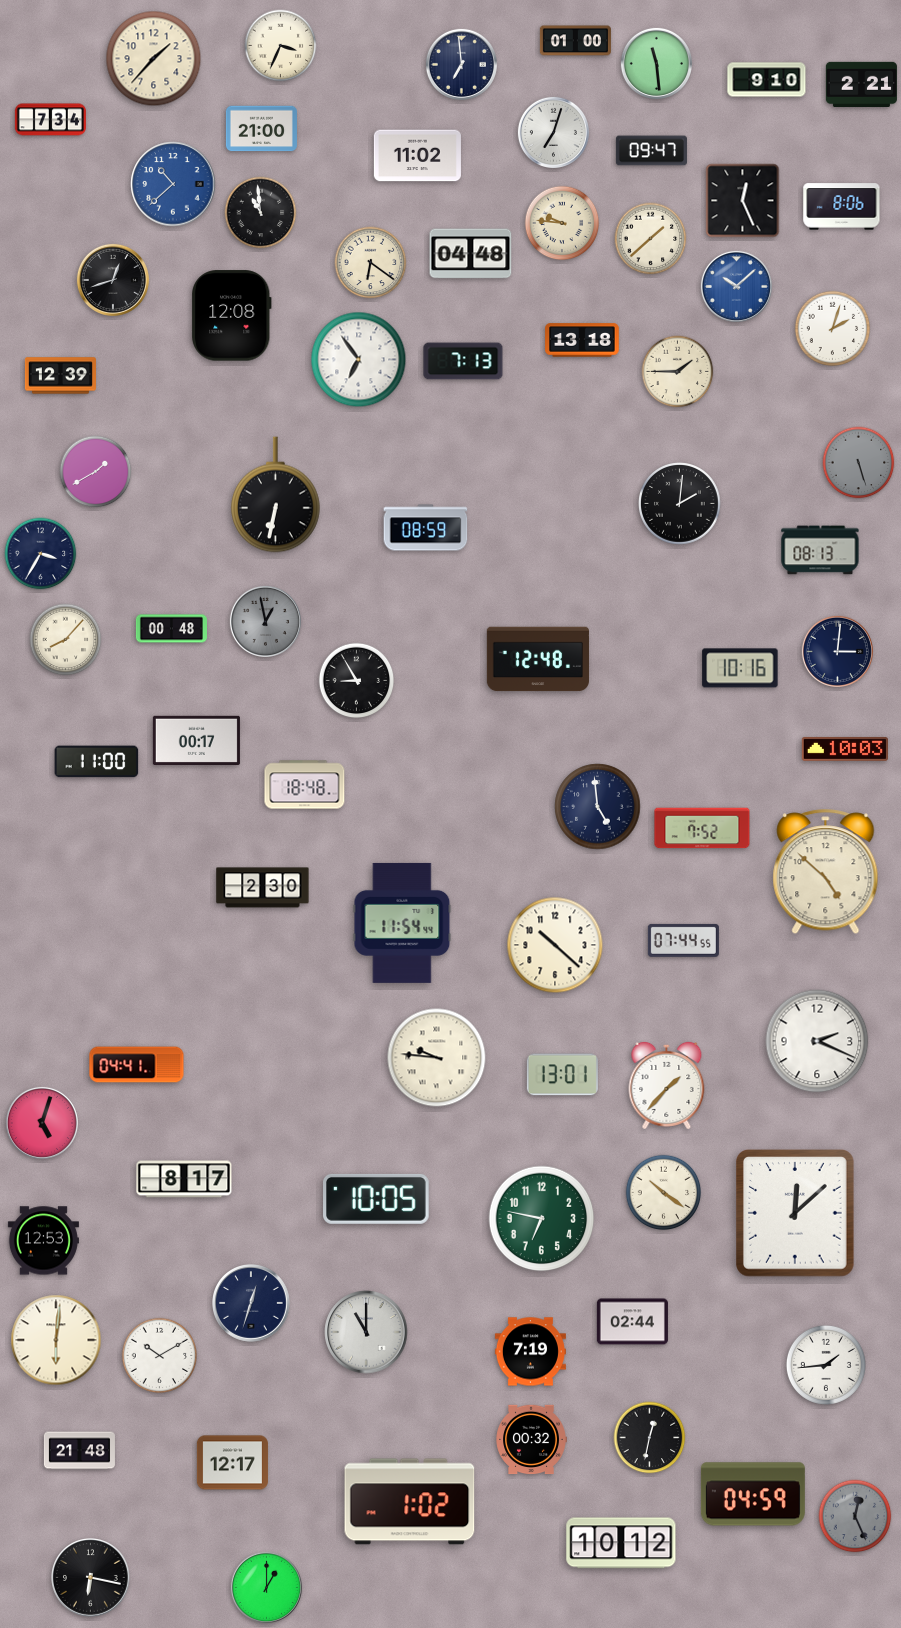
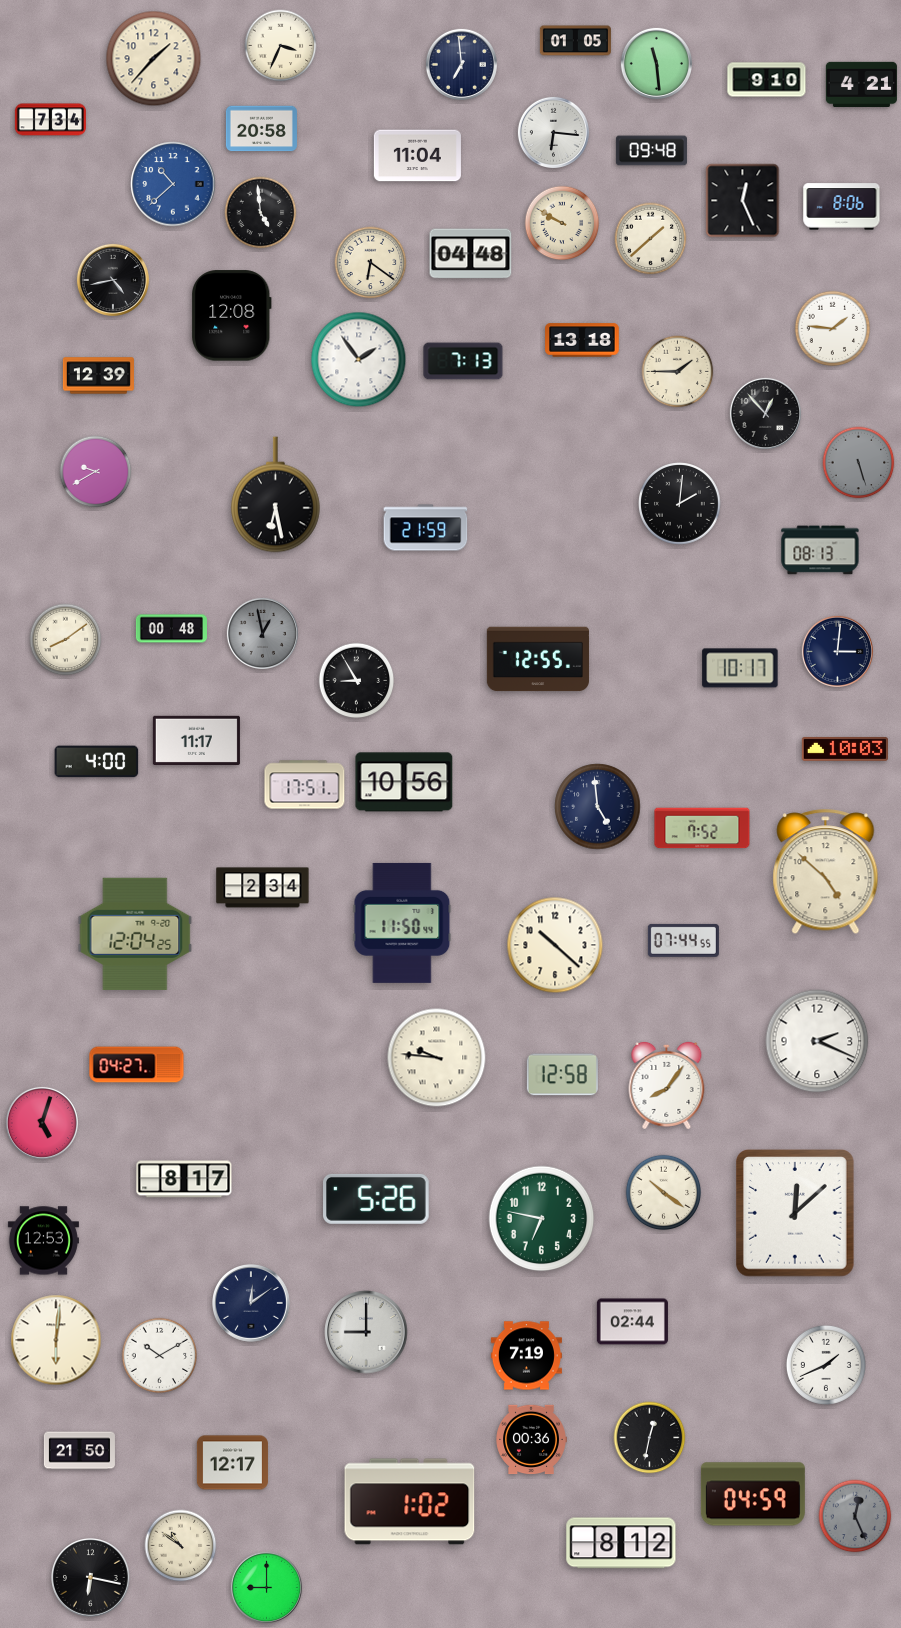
clock at (575, 41): 01:00 -> 01:05
clock at (861, 84): 2:21 -> 4:21
clock at (261, 129): 21:00 -> 20:58
clock at (553, 132): 7:03 -> 6:16
clock at (651, 151): 09:47 -> 09:48
clock at (417, 156): 11:02 -> 11:04
clock at (261, 213): 10:59 -> 4:59
clock at (562, 223): 9:46 -> 9:50
clock at (113, 280): 12:42 -> 4:43
clock at (736, 286): 10:08 -> none
clock at (833, 329): 2:03 -> 1:46
clock at (359, 360): 6:54 -> 1:54
clock at (60, 376) position: (60, 376) -> (98, 376)
clock at (765, 413): none -> 12:53
clock at (96, 472): 1:40 -> 9:40
clock at (276, 495): 6:32 -> 6:28
clock at (426, 528): 08:59 -> 21:59
clock at (41, 554): 3:35 -> none
clock at (265, 621) position: (265, 621) -> (262, 633)
clock at (66, 640): 8:07 -> 8:09
clock at (538, 659): 12:48 -> 12:55
clock at (740, 668): 10:16 -> 10:17
clock at (196, 740): 00:17 -> 11:17
clock at (97, 762): 11:00 -> 4:00
clock at (404, 782): none -> 10:56
clock at (305, 785): 18:48 -> 17:51
clock at (263, 888): 2:30 -> 2:34
clock at (402, 923): 11:54 -> 11:50
clock at (135, 934): none -> 12:04
clock at (137, 1065): 04:41 -> 04:27
clock at (562, 1075): 13:01 -> 12:58
clock at (667, 1085): 1:37 -> 8:06
clock at (377, 1199): 10:05 -> 5:26
clock at (252, 1304): 12:33 -> 12:09
clock at (366, 1332): 11:00 -> 9:00
clock at (530, 1352) position: (530, 1352) -> (526, 1356)
clock at (826, 1365): 1:44 -> 1:41
clock at (531, 1440): 00:32 -> 00:36
clock at (79, 1451): 21:48 -> 21:50
clock at (621, 1543): 10:12 -> 8:12
clock at (181, 1546): none -> 10:51
clock at (266, 1587): 1:00 -> 9:00
